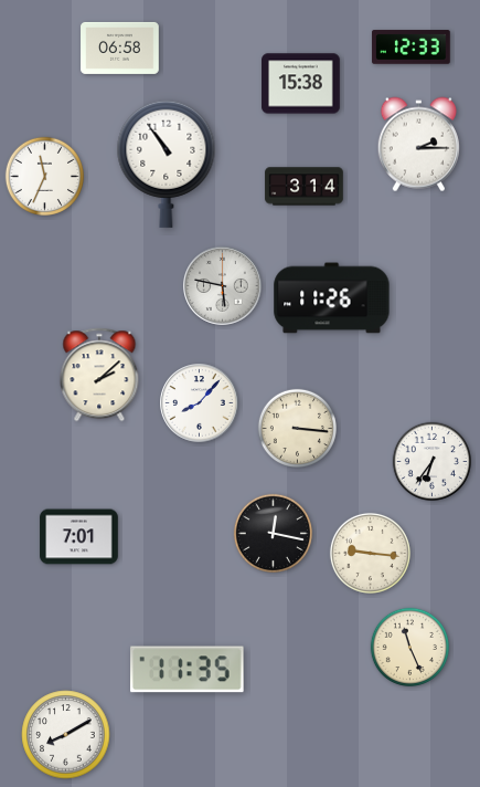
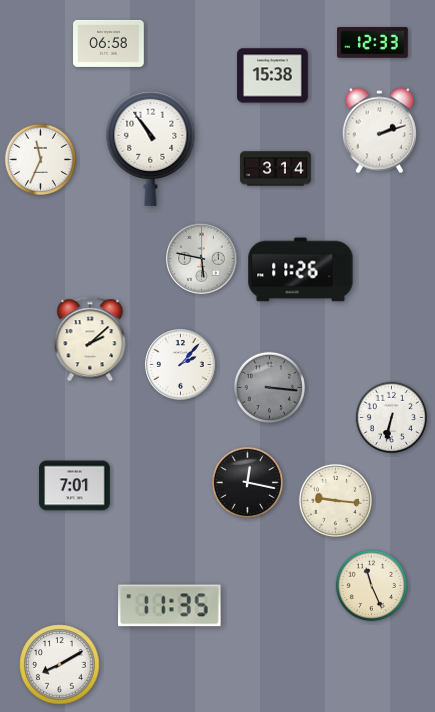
clock at (418, 145): 2:15 -> 2:12
clock at (200, 403): 8:07 -> 2:07
clock at (297, 428) dial: cream -> grey
clock at (431, 461): 6:36 -> 6:32
clock at (79, 537) position: (79, 537) -> (75, 486)
